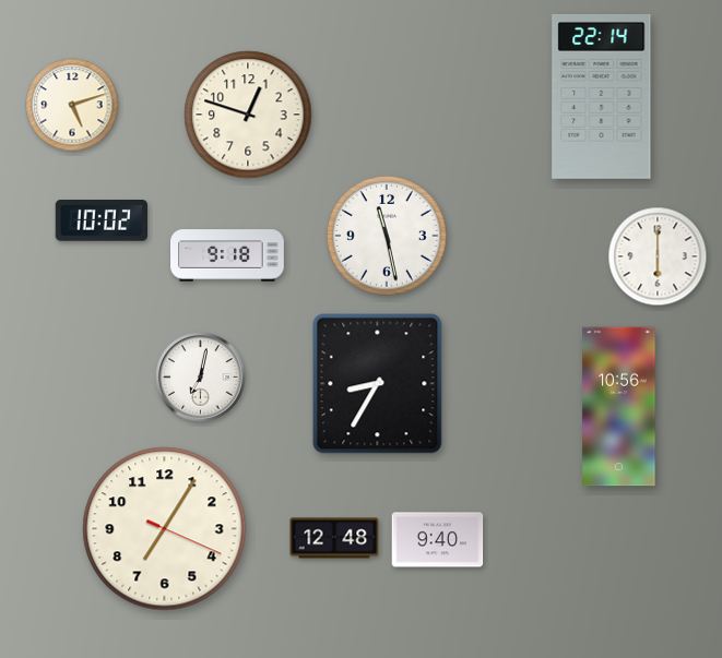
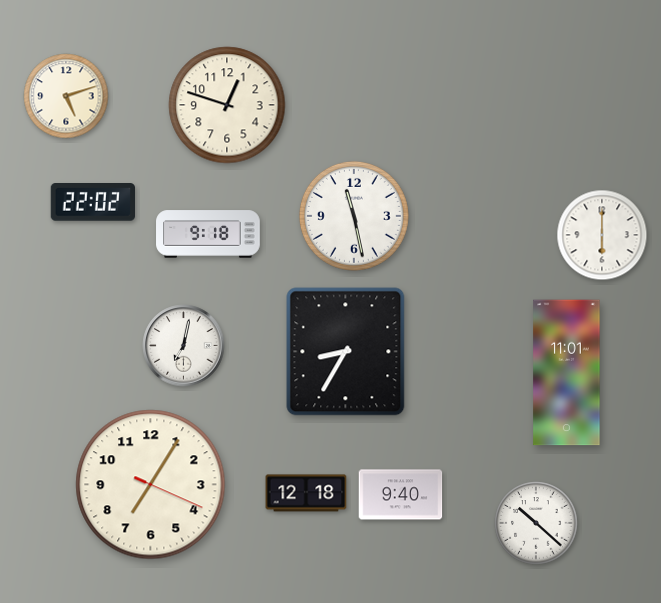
clock at (602, 96): 22:14 -> none
clock at (100, 220): 10:02 -> 22:02
clock at (619, 407): 10:56 -> 11:01
clock at (334, 538): 12:48 -> 12:18
clock at (536, 523): none -> 10:22
